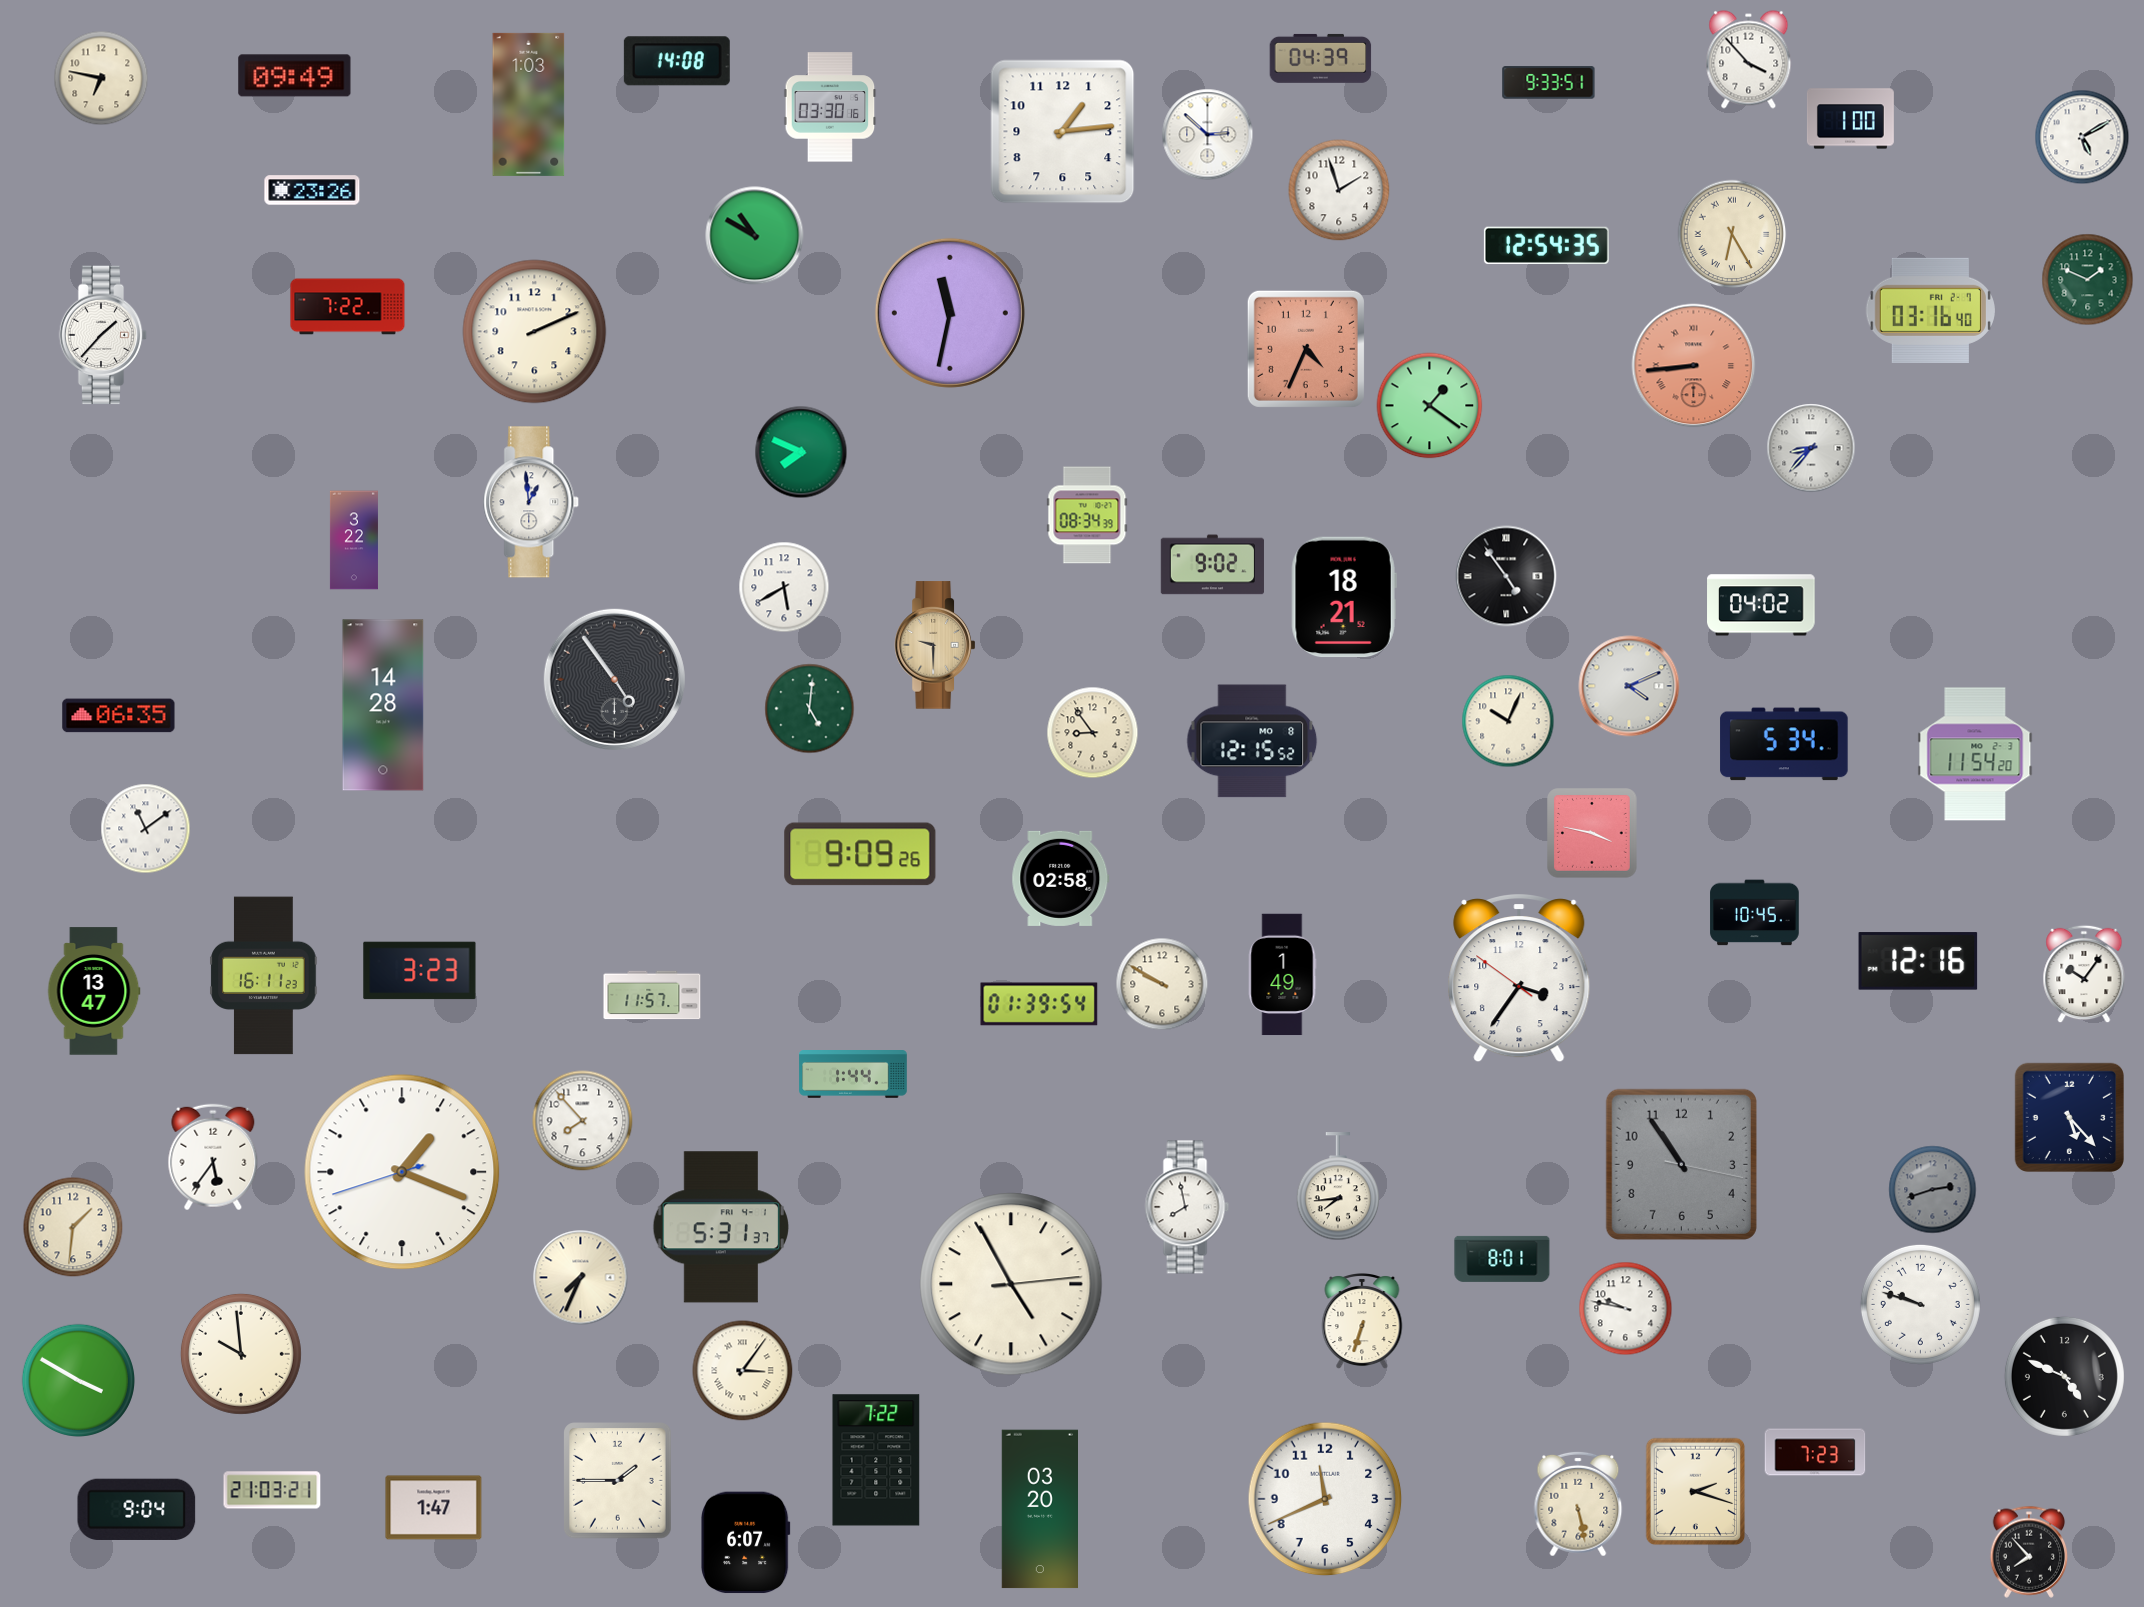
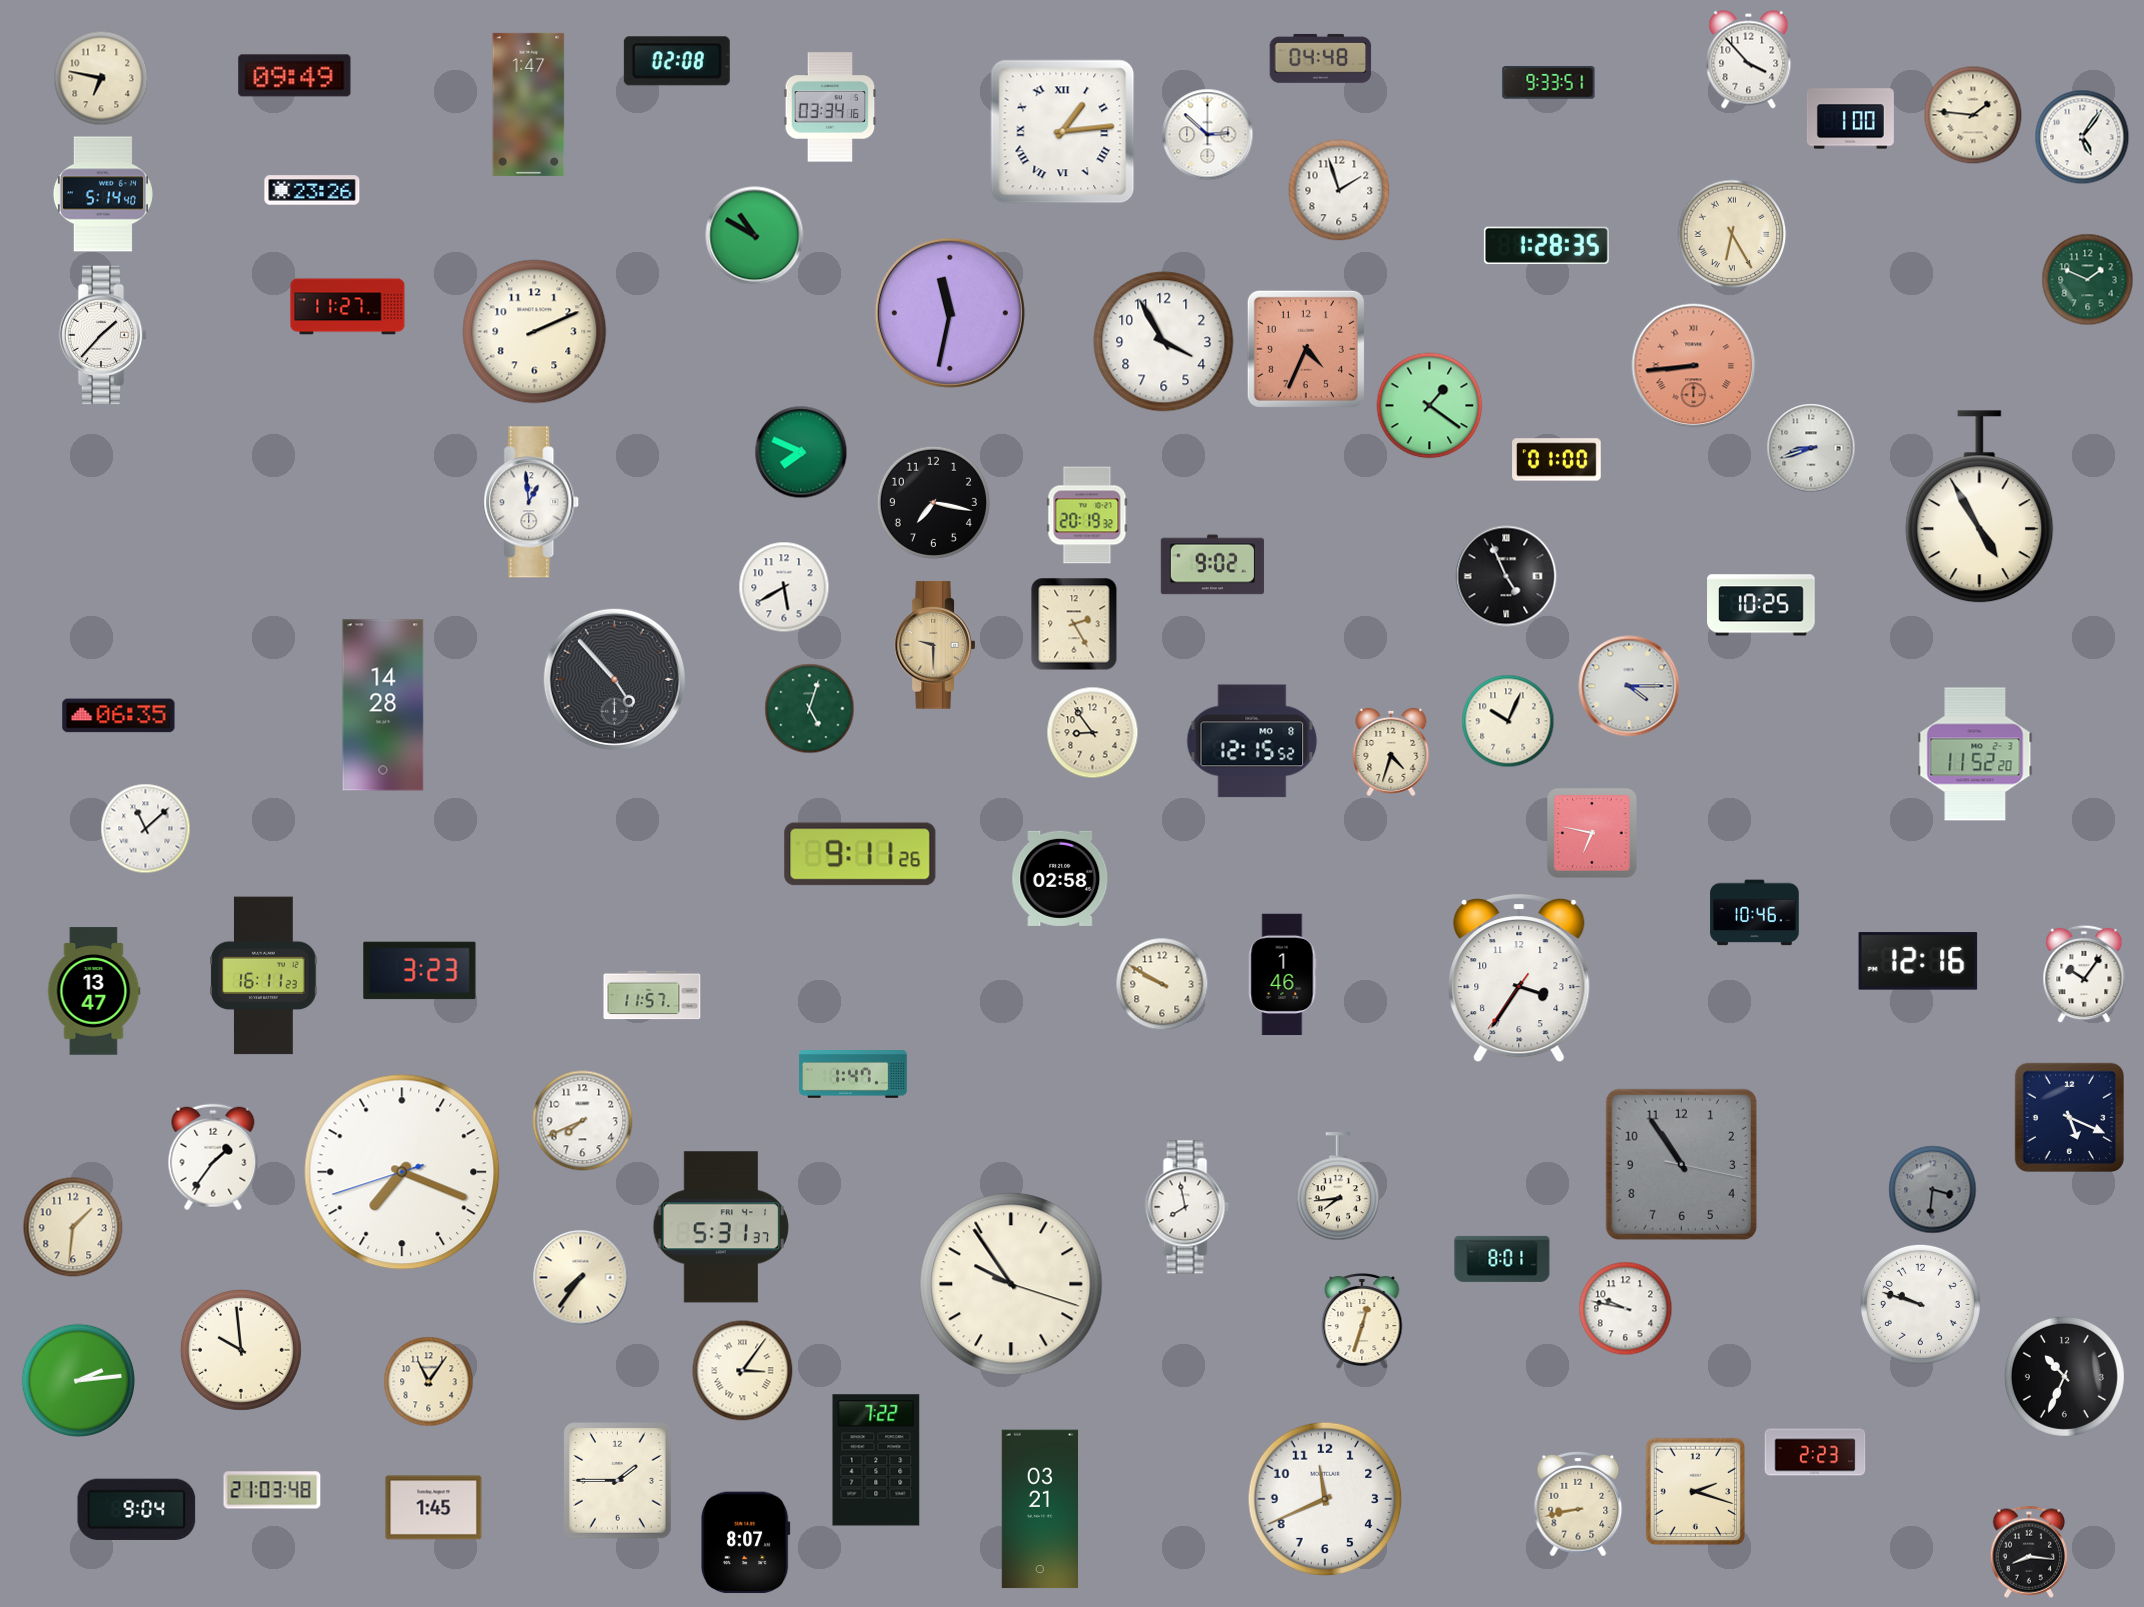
clock at (1321, 58): 04:39 -> 04:48
clock at (677, 61): 14:08 -> 02:08
clock at (529, 104): 1:03 -> 1:47
clock at (830, 107): 03:30 -> 03:34
clock at (1973, 115): none -> 1:46
clock at (1063, 132) numerals: Arabic -> Roman
clock at (2082, 137): 5:10 -> 5:06
clock at (103, 194): none -> 5:14
clock at (1546, 246): 12:54 -> 1:28
clock at (348, 307): 7:22 -> 11:27
clock at (1930, 310): 03:16 -> none
clock at (1164, 342): none -> 3:55
clock at (1811, 448): 8:37 -> 8:42
clock at (1557, 460): none -> 01:00
clock at (933, 502): none -> 7:17
clock at (1980, 507): none -> 4:55
clock at (1087, 515): 08:34 -> 20:19
clock at (354, 540): 3:22 -> none
clock at (1506, 576): 4:54 -> 4:56
clock at (1344, 597): 18:21 -> none
clock at (1761, 605): 04:02 -> 10:25
clock at (1074, 624): none -> 2:25
clock at (614, 679): 4:54 -> 4:53
clock at (1629, 686): 4:11 -> 4:15
clock at (810, 709): 5:01 -> 5:03
clock at (1784, 744): 5:34 -> none
clock at (1391, 752): none -> 4:33
clock at (1975, 754): 11:54 -> 11:52
clock at (146, 829): 11:09 -> 11:08
clock at (1592, 833): 3:47 -> 6:47
clock at (860, 854): 9:09 -> 9:11
clock at (1755, 913): 10:45 -> 10:46
clock at (1282, 975): 1:49 -> 1:46
clock at (1519, 979): 3:35:51 -> 3:35:36
clock at (1039, 1004): 01:39 -> none
clock at (853, 1075): 1:44 -> 1:47
clock at (2069, 1117): 5:23 -> 5:19
clock at (583, 1121): 7:53 -> 7:41
clock at (213, 1157): 5:36 -> 1:36
clock at (402, 1172): 1:18 -> 7:18
clock at (1933, 1190): 2:42 -> 3:31
clock at (581, 1278): 7:34 -> 7:36
clock at (1011, 1284): 4:55 -> 9:54
clock at (1362, 1322): 6:33 -> 12:33
clock at (241, 1354) position: (241, 1354) -> (241, 1350)
clock at (2064, 1376): 4:49 -> 10:34
clock at (78, 1380): 3:50 -> 2:14
clock at (429, 1382): none -> 11:06
clock at (1815, 1452): 7:23 -> 2:23
clock at (272, 1490): 21:03:21 -> 21:03:48
clock at (1578, 1504): 5:28 -> 8:43
clock at (434, 1508): 1:47 -> 1:45
clock at (1039, 1509): 03:20 -> 03:21
clock at (746, 1543): 6:07 -> 8:07
clock at (2029, 1552): 7:53 -> 8:16
